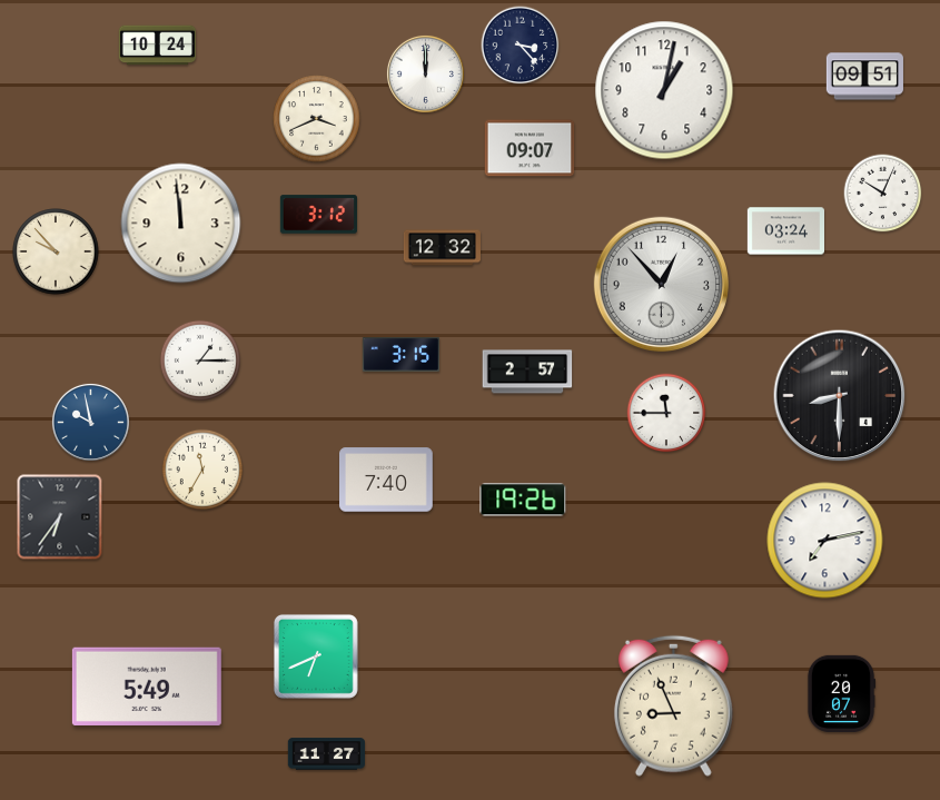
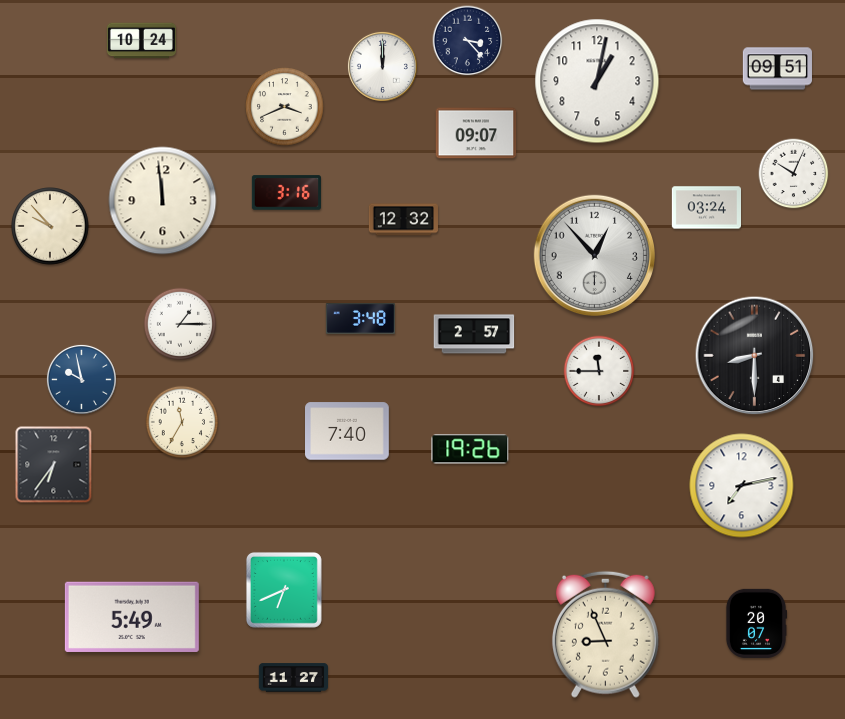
clock at (318, 215): 3:12 -> 3:16
clock at (442, 248) position: (442, 248) -> (403, 220)
clock at (400, 355): 3:15 -> 3:48
